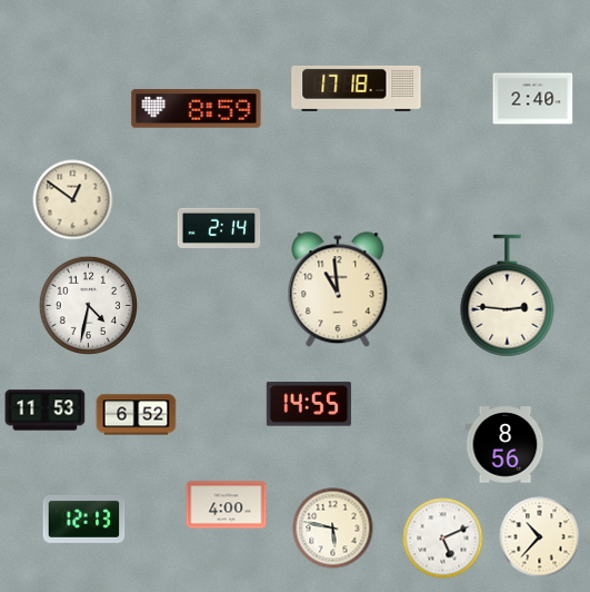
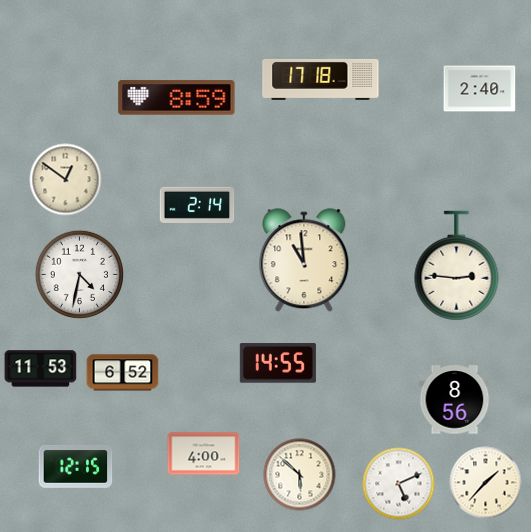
clock at (84, 519): 12:13 -> 12:15
clock at (333, 529): 5:47 -> 5:52
clock at (540, 537): 10:37 -> 1:37
